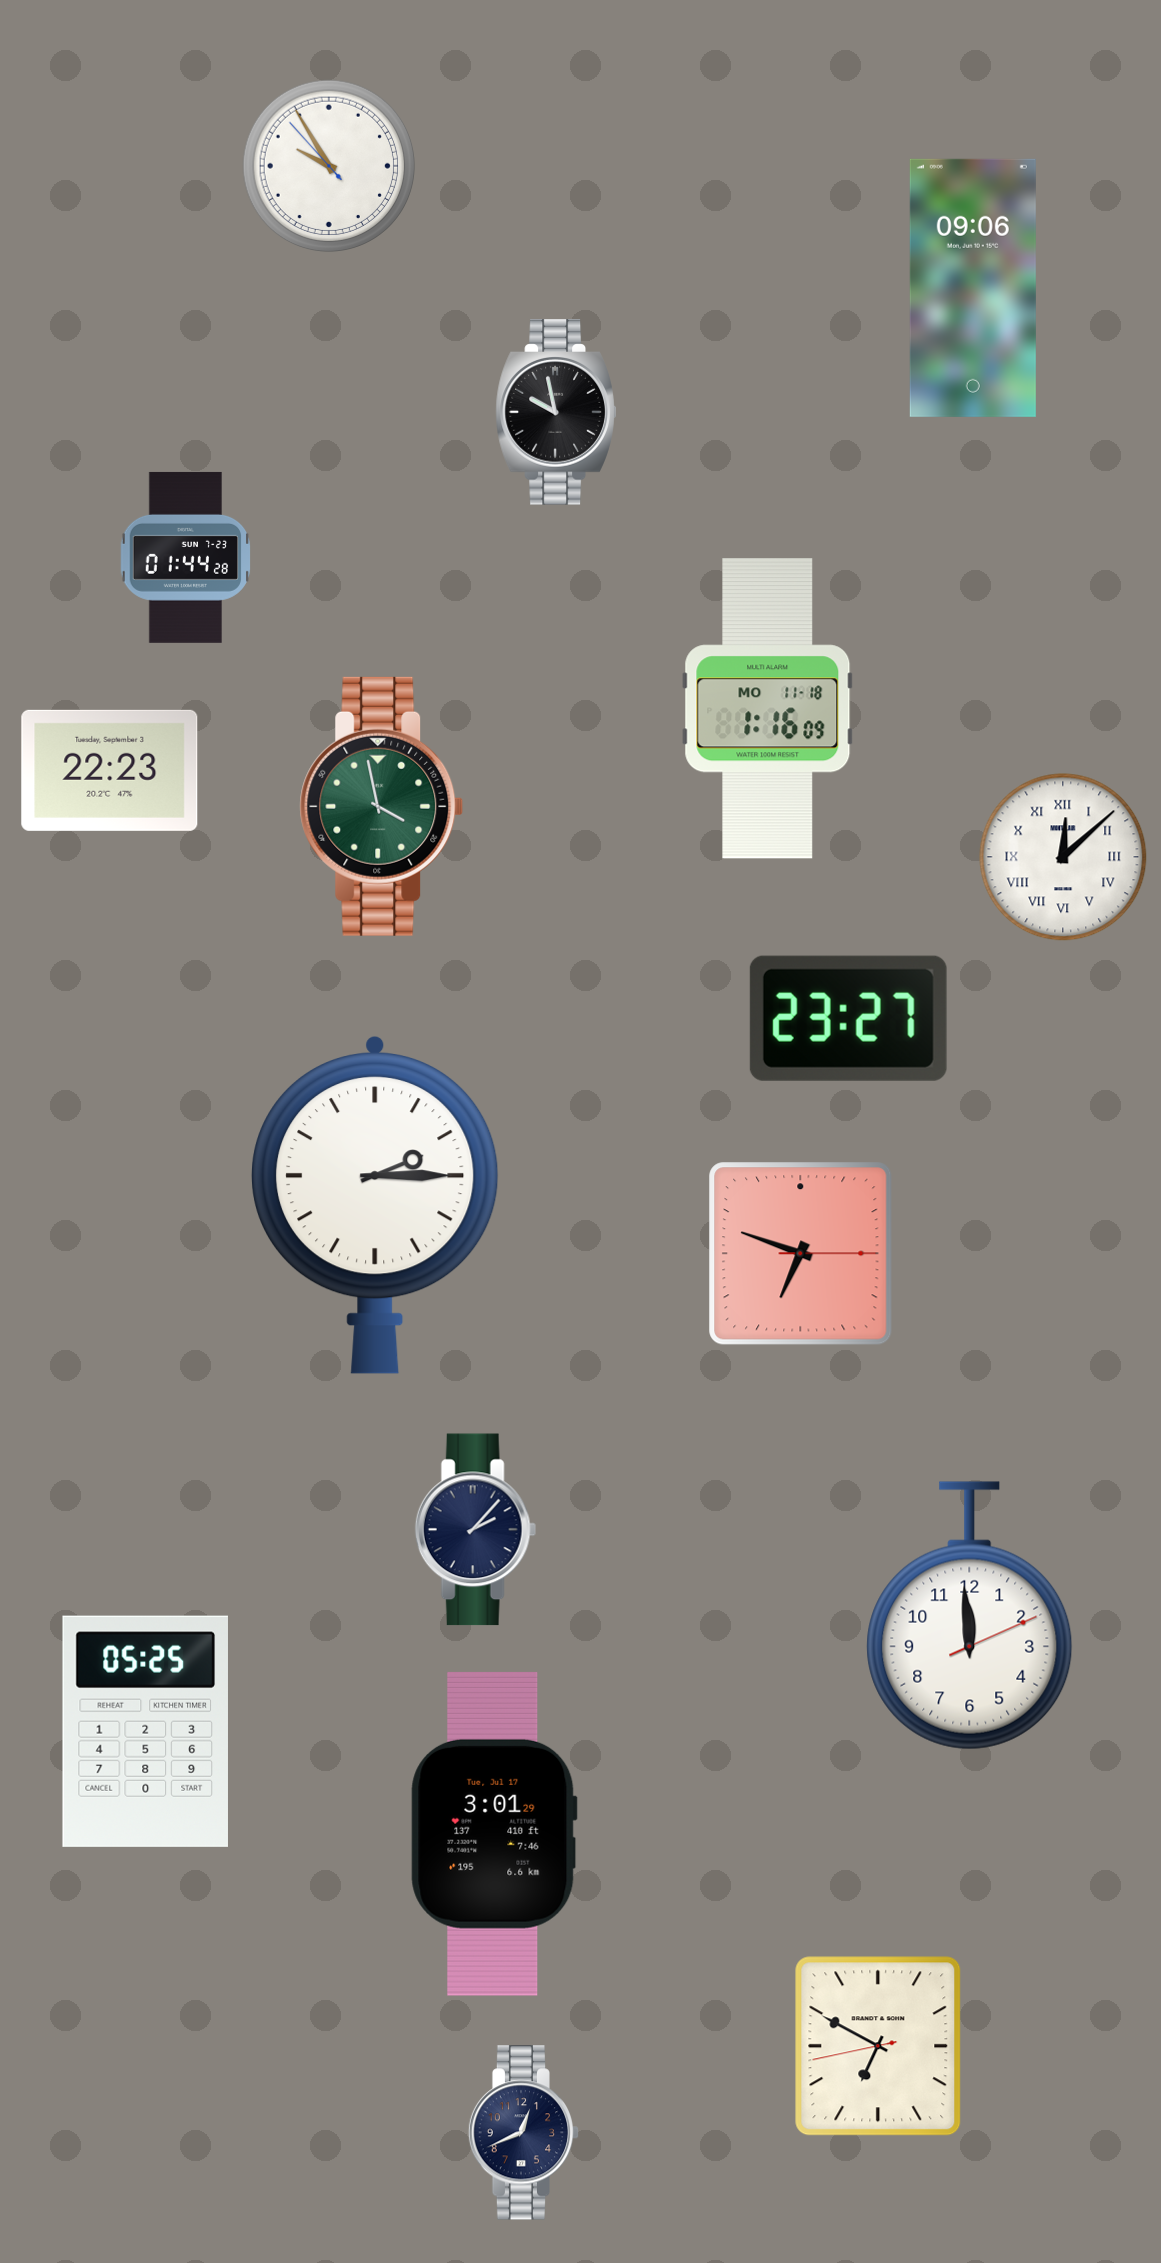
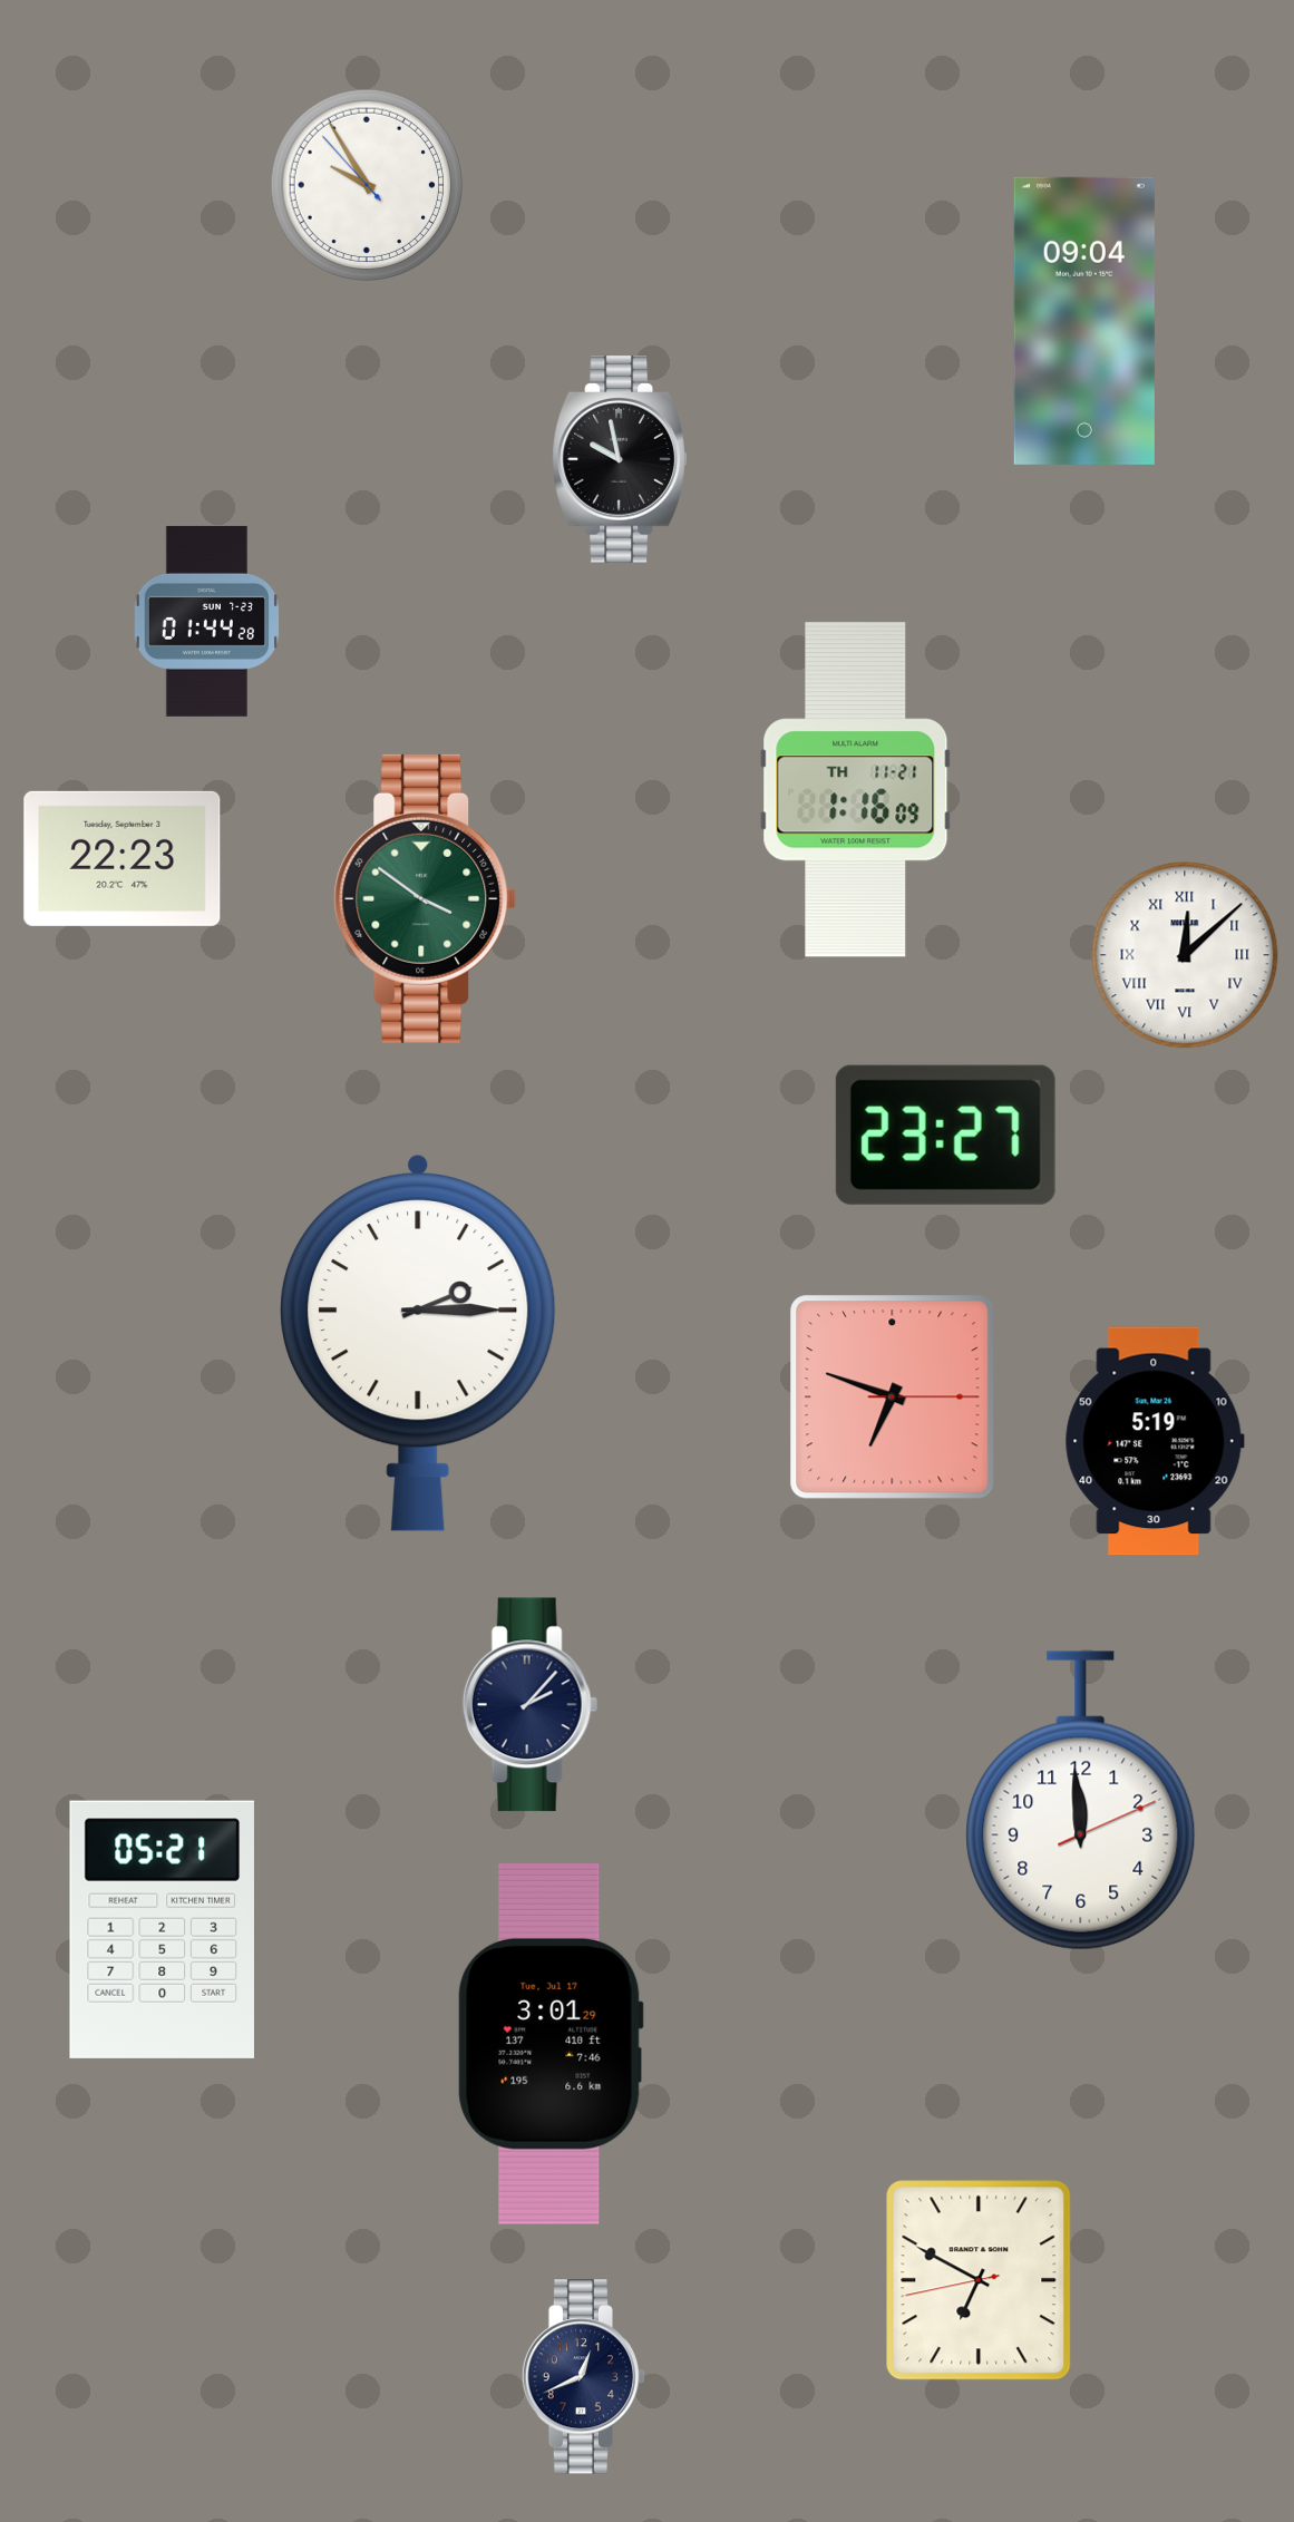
clock at (973, 288): 09:06 -> 09:04
clock at (768, 709) date: MO 11-18 -> TH 11-21
clock at (382, 806): 3:58 -> 3:51
clock at (1155, 1441): none -> 5:19
clock at (145, 1731): 05:25 -> 05:21
